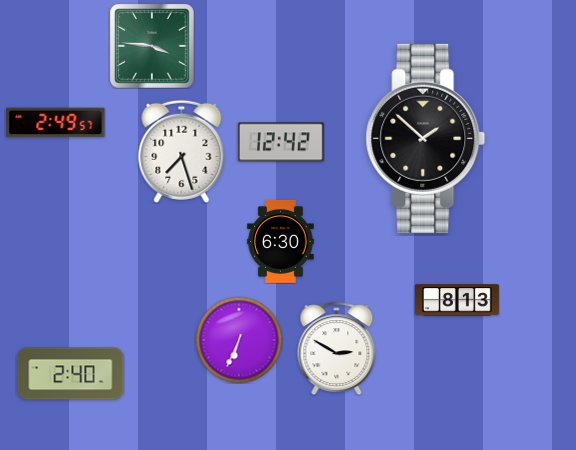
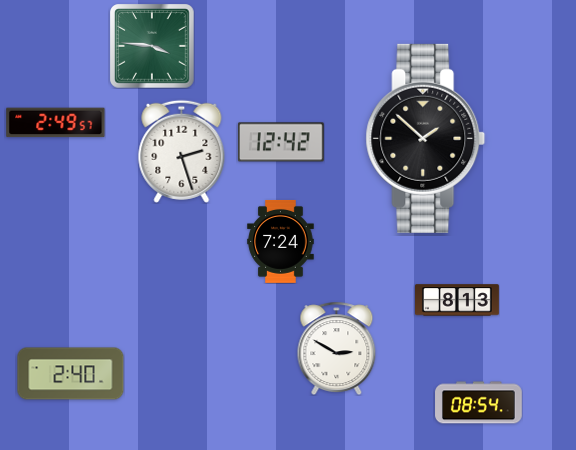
clock at (182, 151): 7:27 -> 2:27
clock at (281, 241): 6:30 -> 7:24
clock at (239, 340): 6:34 -> none
clock at (479, 403): none -> 08:54
